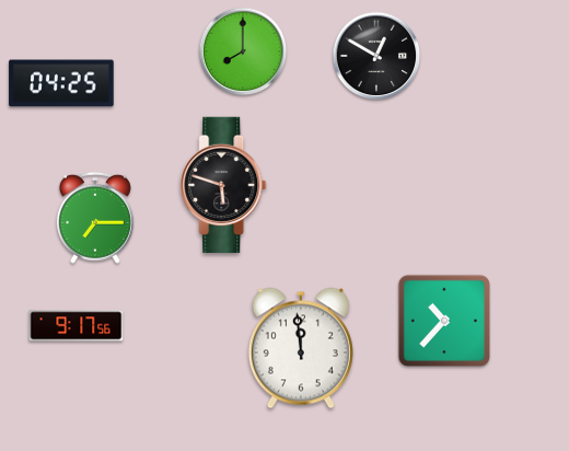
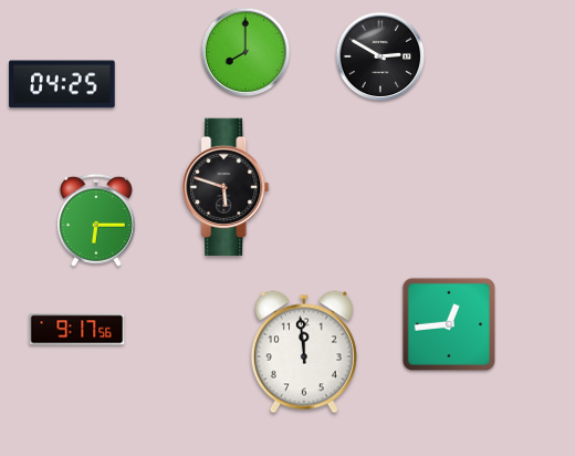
clock at (376, 56): 12:50 -> 2:50
clock at (95, 218): 7:15 -> 6:15
clock at (443, 320): 10:37 -> 12:44
